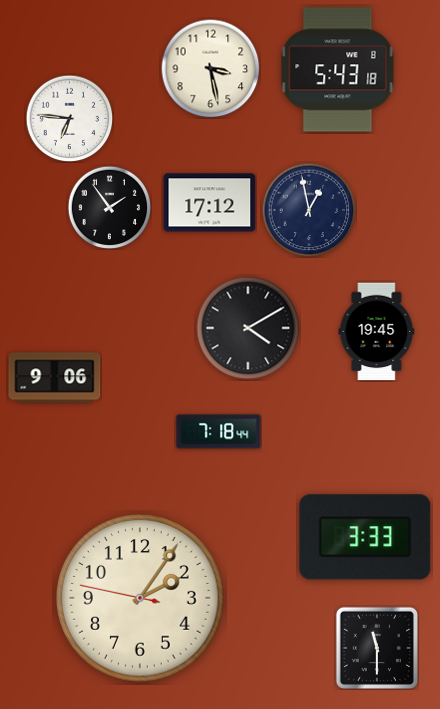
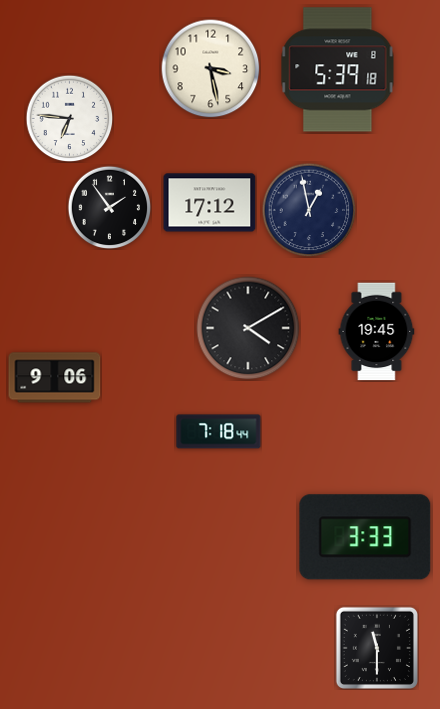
clock at (338, 70): 5:43 -> 5:39
clock at (140, 598): 2:05 -> none
